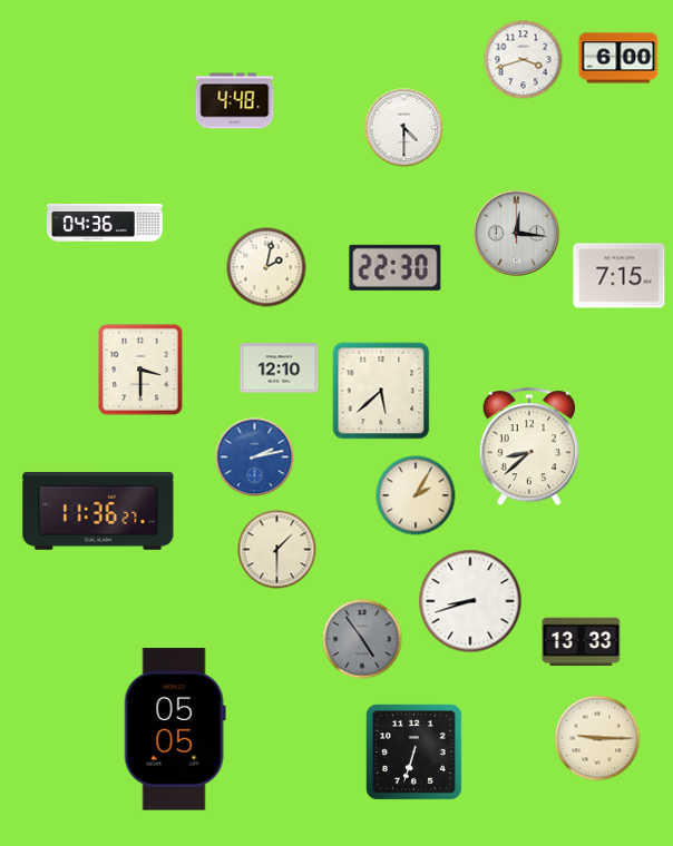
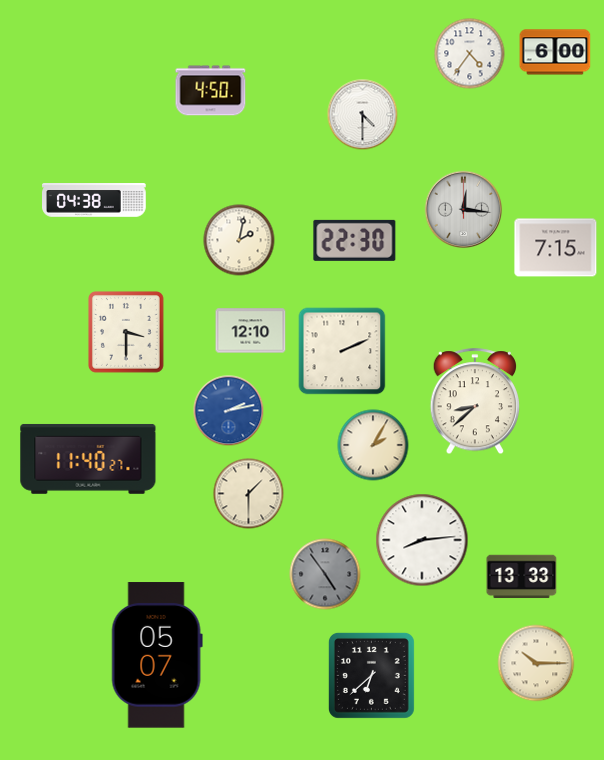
clock at (524, 60): 3:42 -> 4:36
clock at (235, 101): 4:48 -> 4:50
clock at (106, 224): 04:36 -> 04:38
clock at (381, 391): 5:38 -> 2:11
clock at (98, 511): 11:36 -> 11:40
clock at (470, 601): 8:42 -> 8:14
clock at (175, 729): 05:05 -> 05:07
clock at (597, 738): 9:15 -> 10:15
clock at (413, 751): 6:33 -> 6:38
